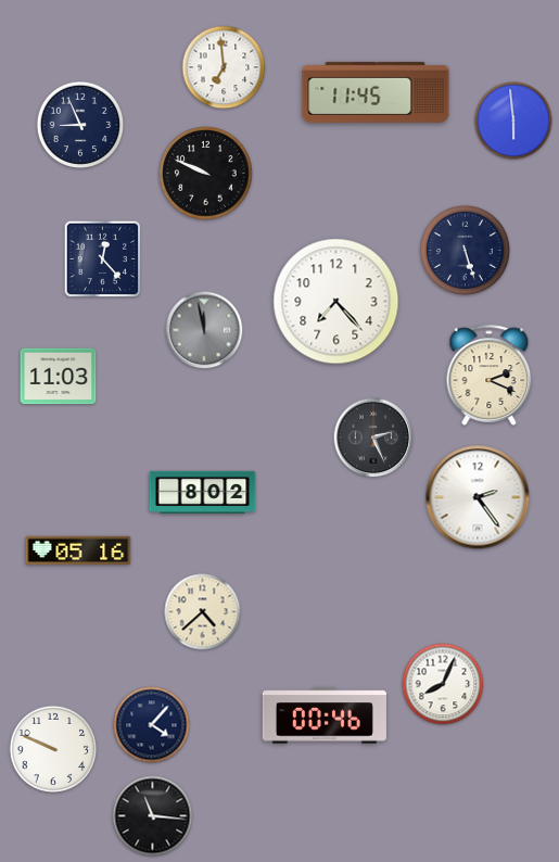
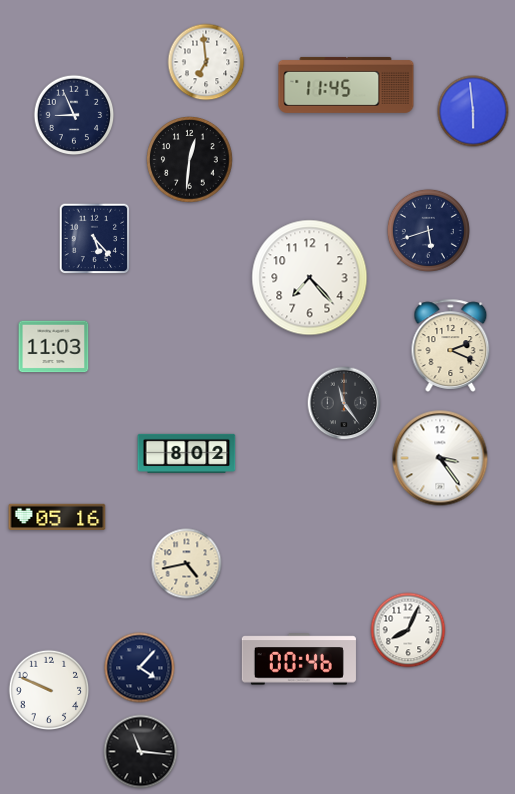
clock at (206, 174): 9:49 -> 12:31
clock at (465, 250): 5:27 -> 5:42
clock at (103, 259): 12:23 -> 5:23
clock at (204, 330): 11:58 -> none
clock at (373, 438): 2:26 -> 11:24
clock at (478, 497): 2:24 -> 3:24
clock at (78, 549) position: (78, 549) -> (57, 516)
clock at (203, 612): 4:38 -> 4:43
